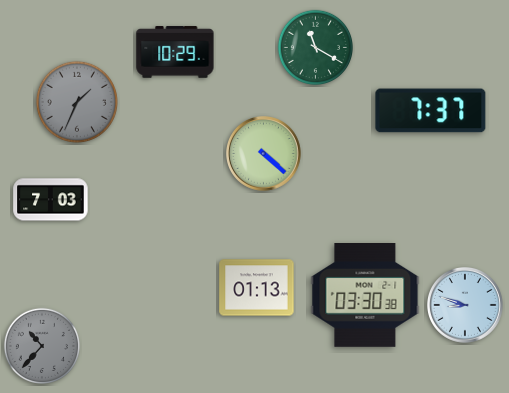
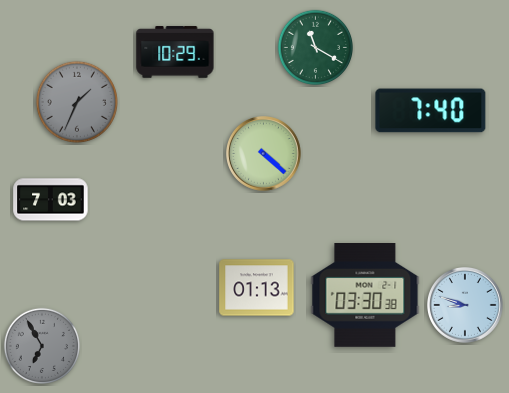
clock at (431, 111): 7:37 -> 7:40
clock at (41, 345): 10:37 -> 6:55
